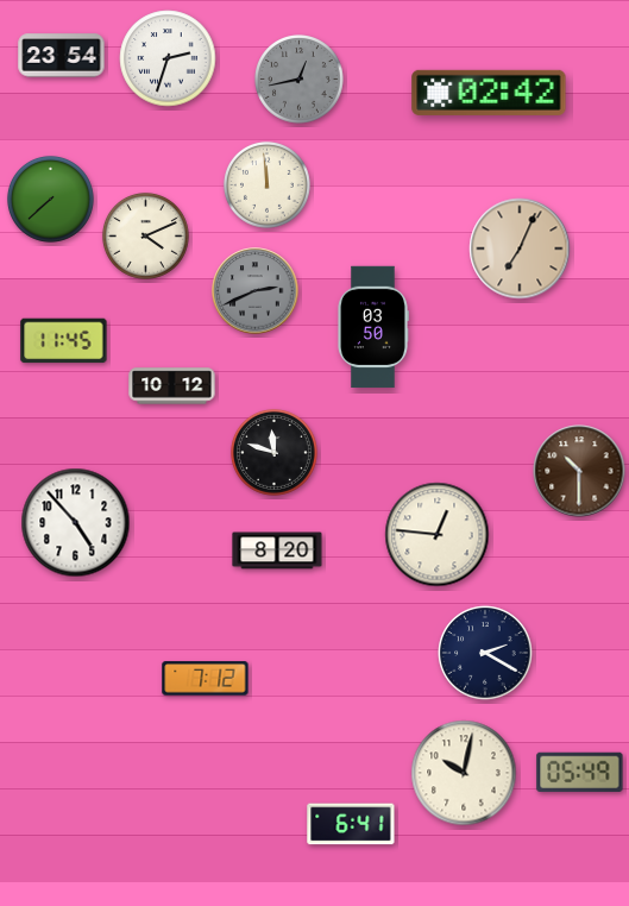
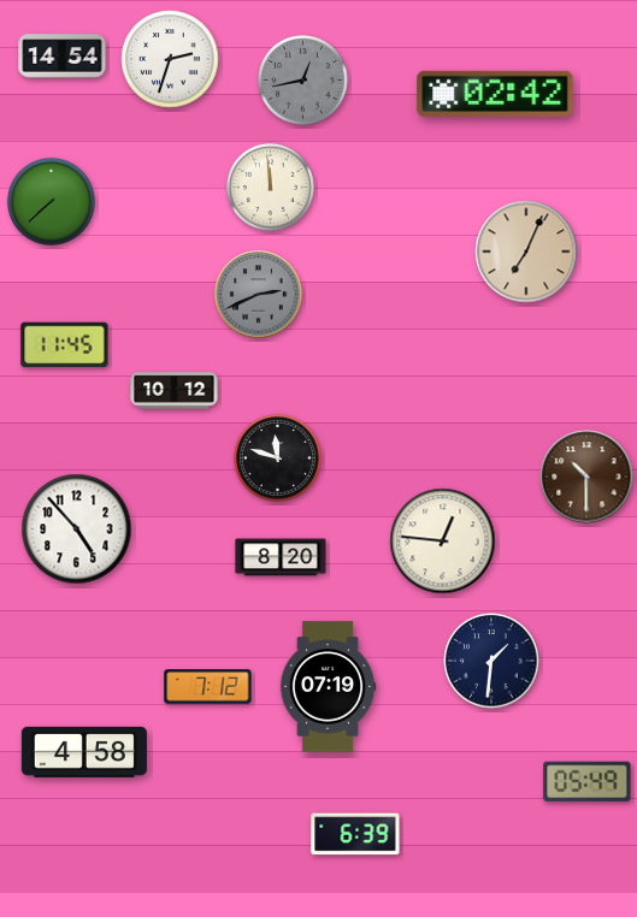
clock at (62, 56): 23:54 -> 14:54
clock at (145, 235): 4:11 -> none
clock at (373, 327): 03:50 -> none
clock at (485, 653): 2:20 -> 1:31
clock at (328, 687): none -> 07:19
clock at (84, 752): none -> 4:58
clock at (464, 773): 10:02 -> none
clock at (351, 824): 6:41 -> 6:39
